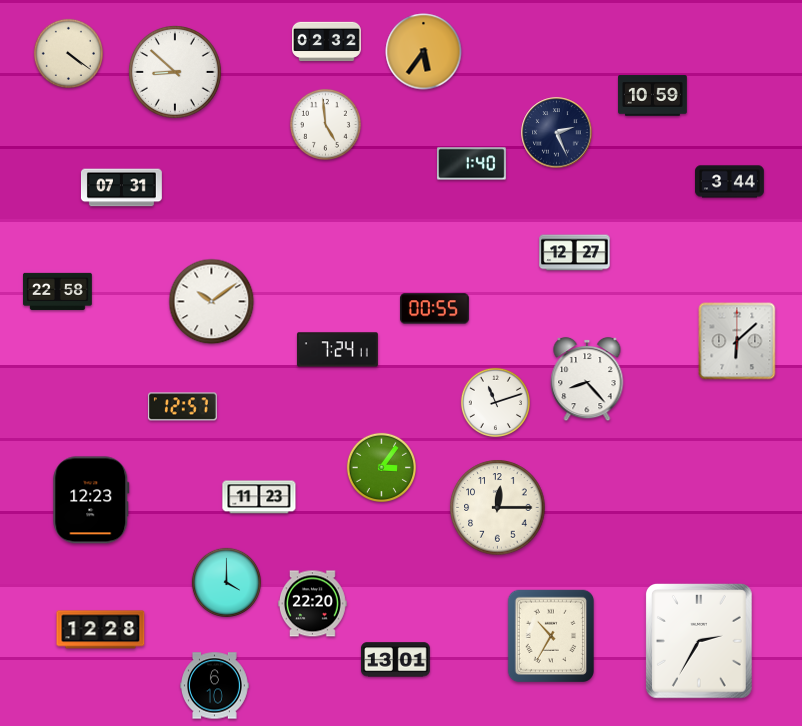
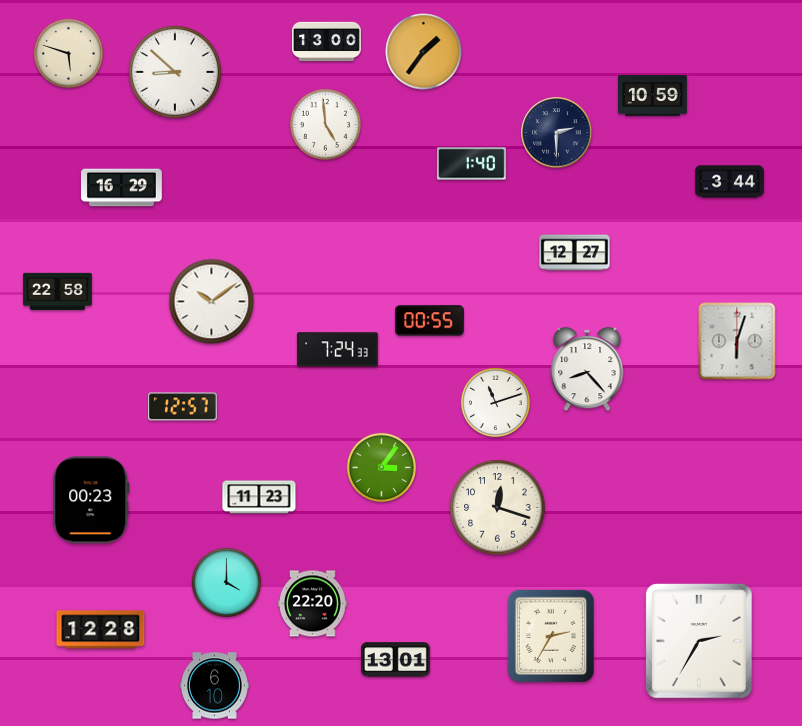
clock at (327, 42): 02:32 -> 13:00
clock at (424, 52): 5:36 -> 1:36
clock at (68, 53): 4:21 -> 5:48
clock at (557, 133): 2:26 -> 2:30
clock at (121, 188): 07:31 -> 16:29
clock at (435, 309) position: (435, 309) -> (430, 321)
clock at (737, 341): 6:08 -> 6:03
clock at (337, 350): 7:24:11 -> 7:24:33
clock at (587, 379) position: (587, 379) -> (587, 369)
clock at (91, 500): 12:23 -> 00:23
clock at (498, 508): 12:15 -> 12:18
clock at (550, 635): 10:35 -> 2:35
